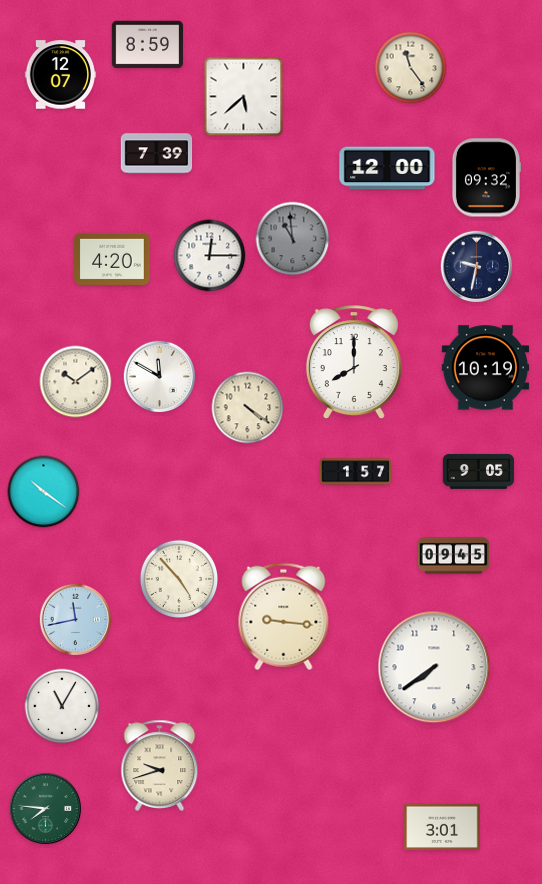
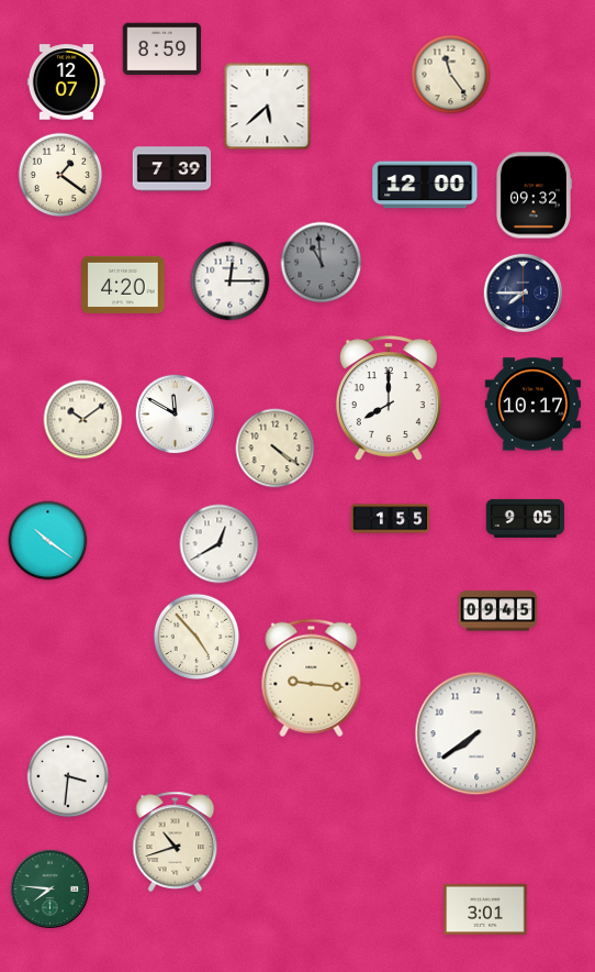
clock at (60, 175): none -> 1:21
clock at (477, 267): 9:32 -> 7:45
clock at (486, 368): 10:19 -> 10:17
clock at (248, 408) position: (248, 408) -> (276, 449)
clock at (356, 472): 1:57 -> 1:55
clock at (220, 544): none -> 12:40
clock at (76, 620): 11:43 -> none
clock at (62, 706): 11:05 -> 3:31
clock at (160, 765): 9:42 -> 10:42
